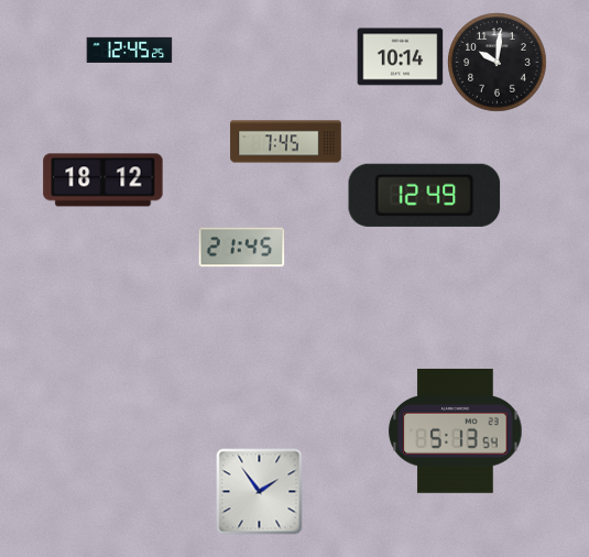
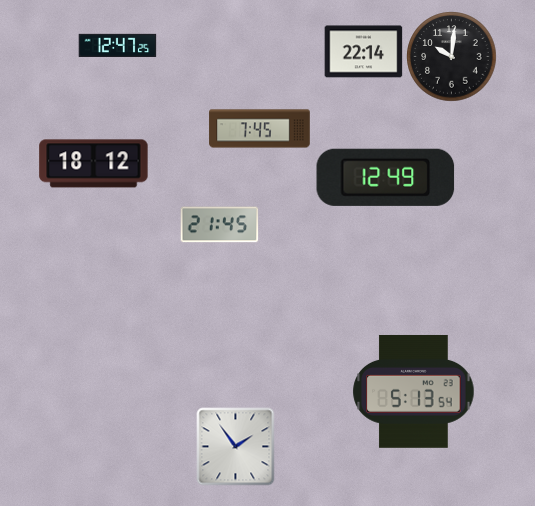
clock at (129, 50): 12:45 -> 12:47
clock at (400, 57): 10:14 -> 22:14
